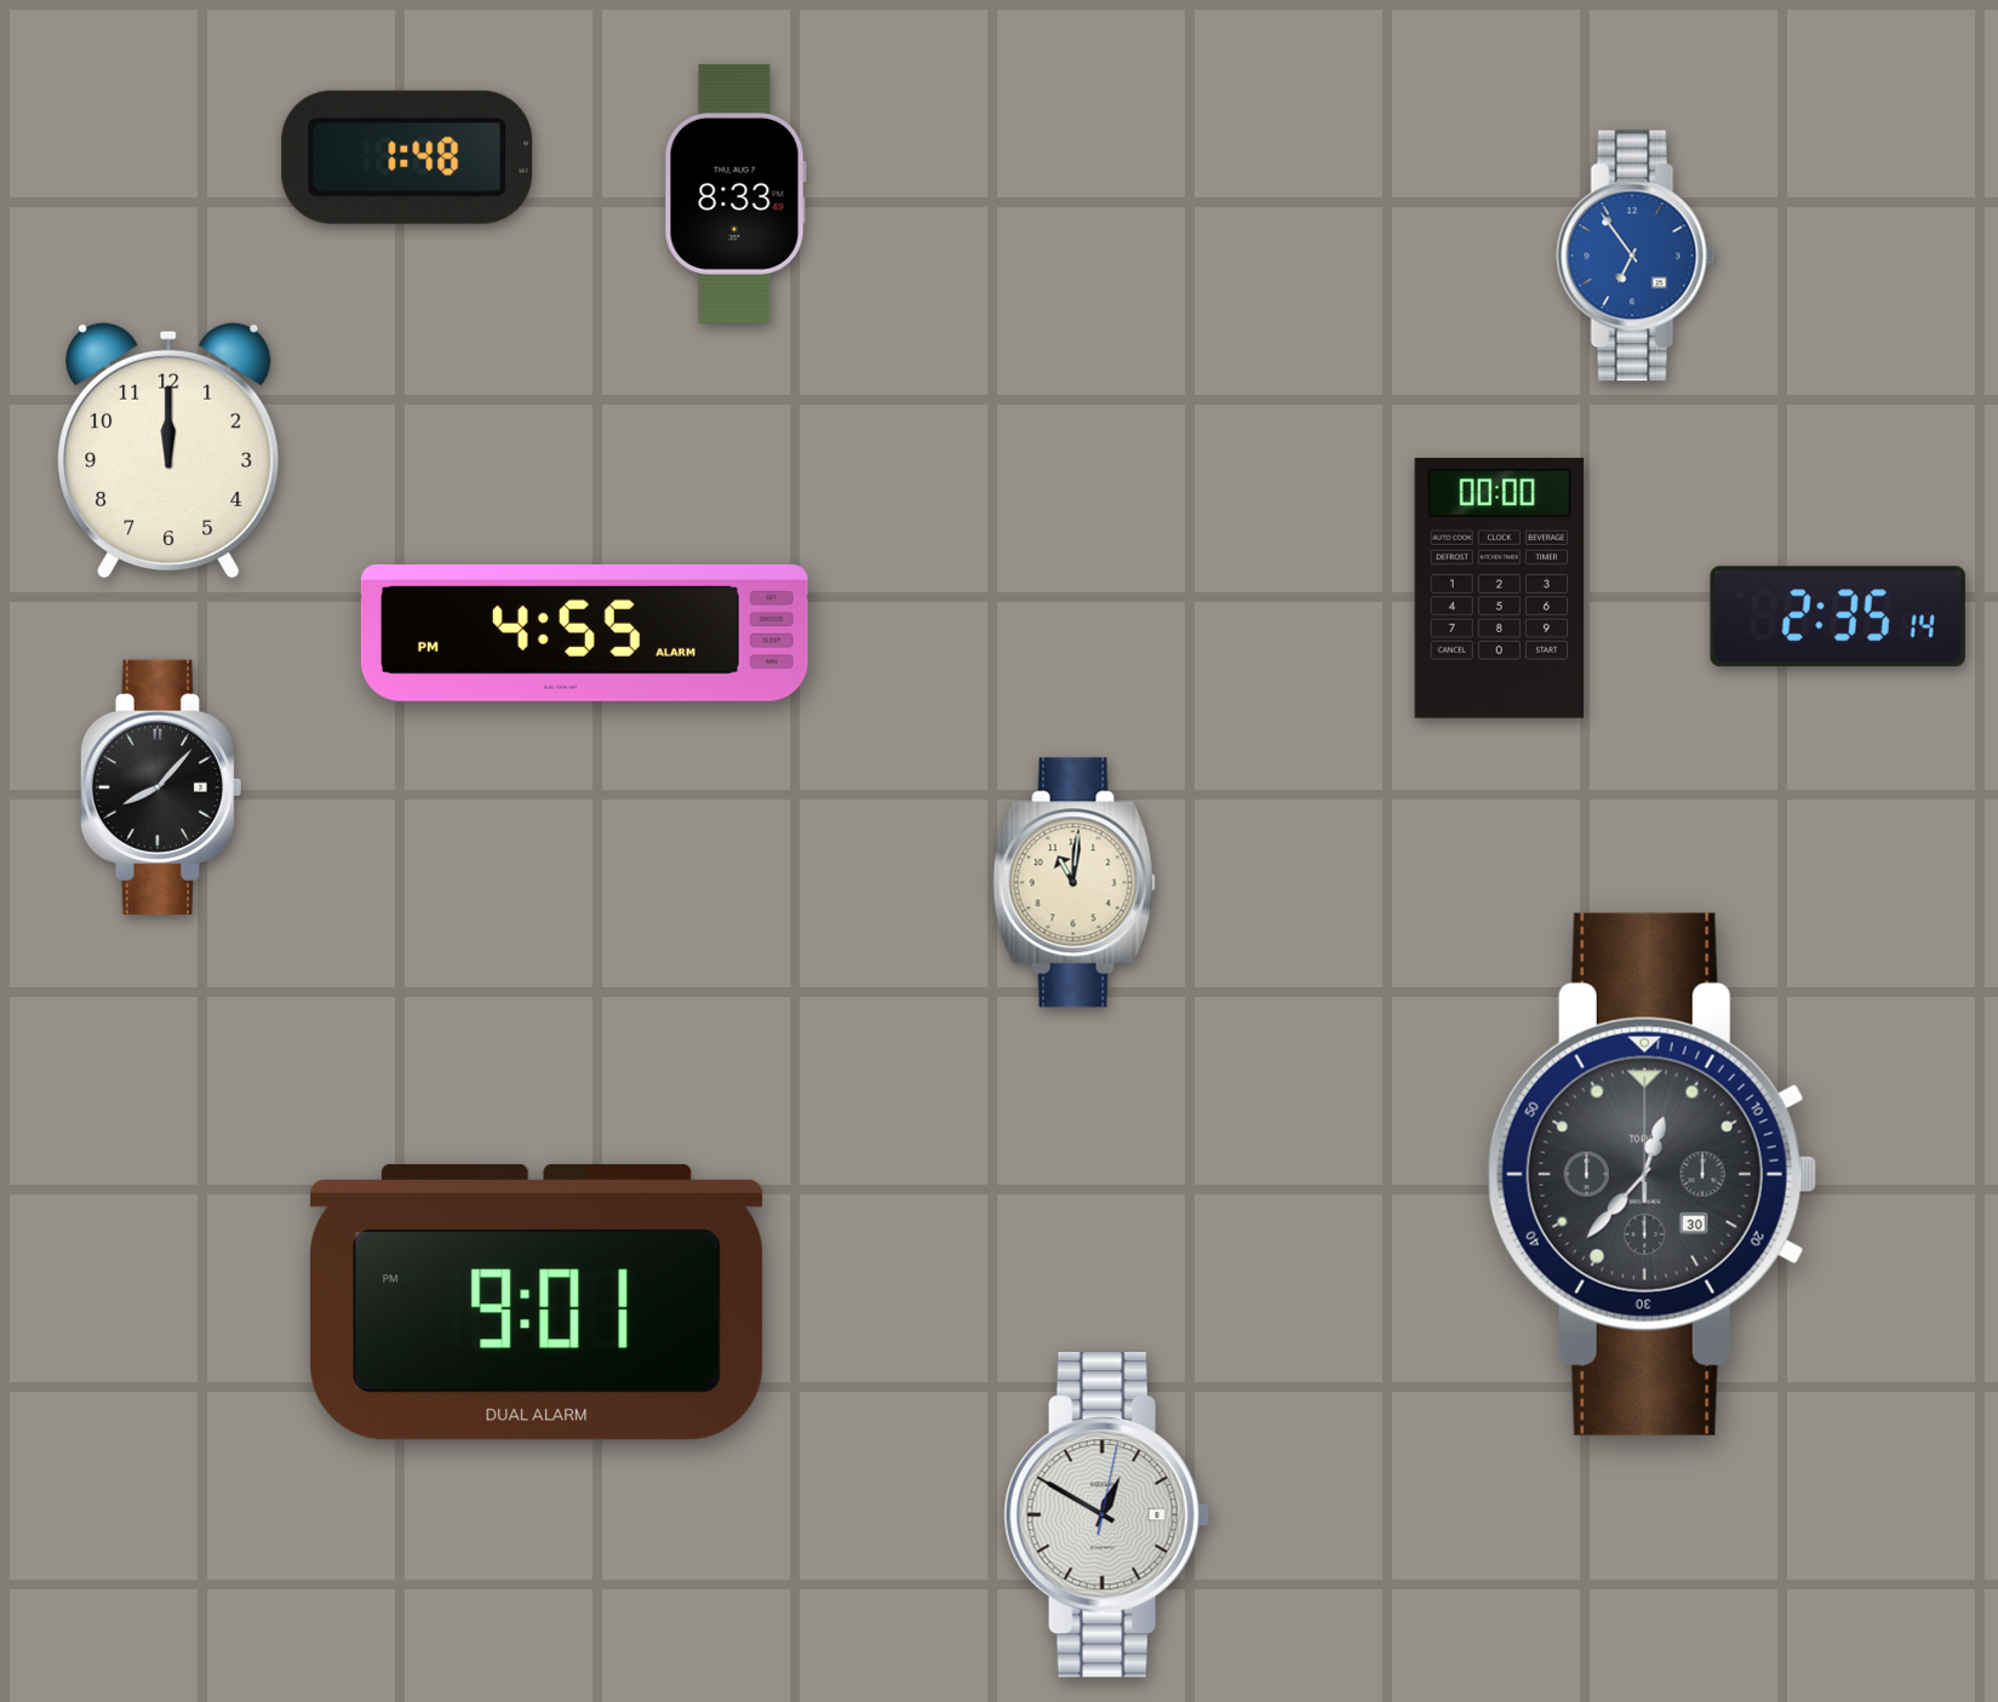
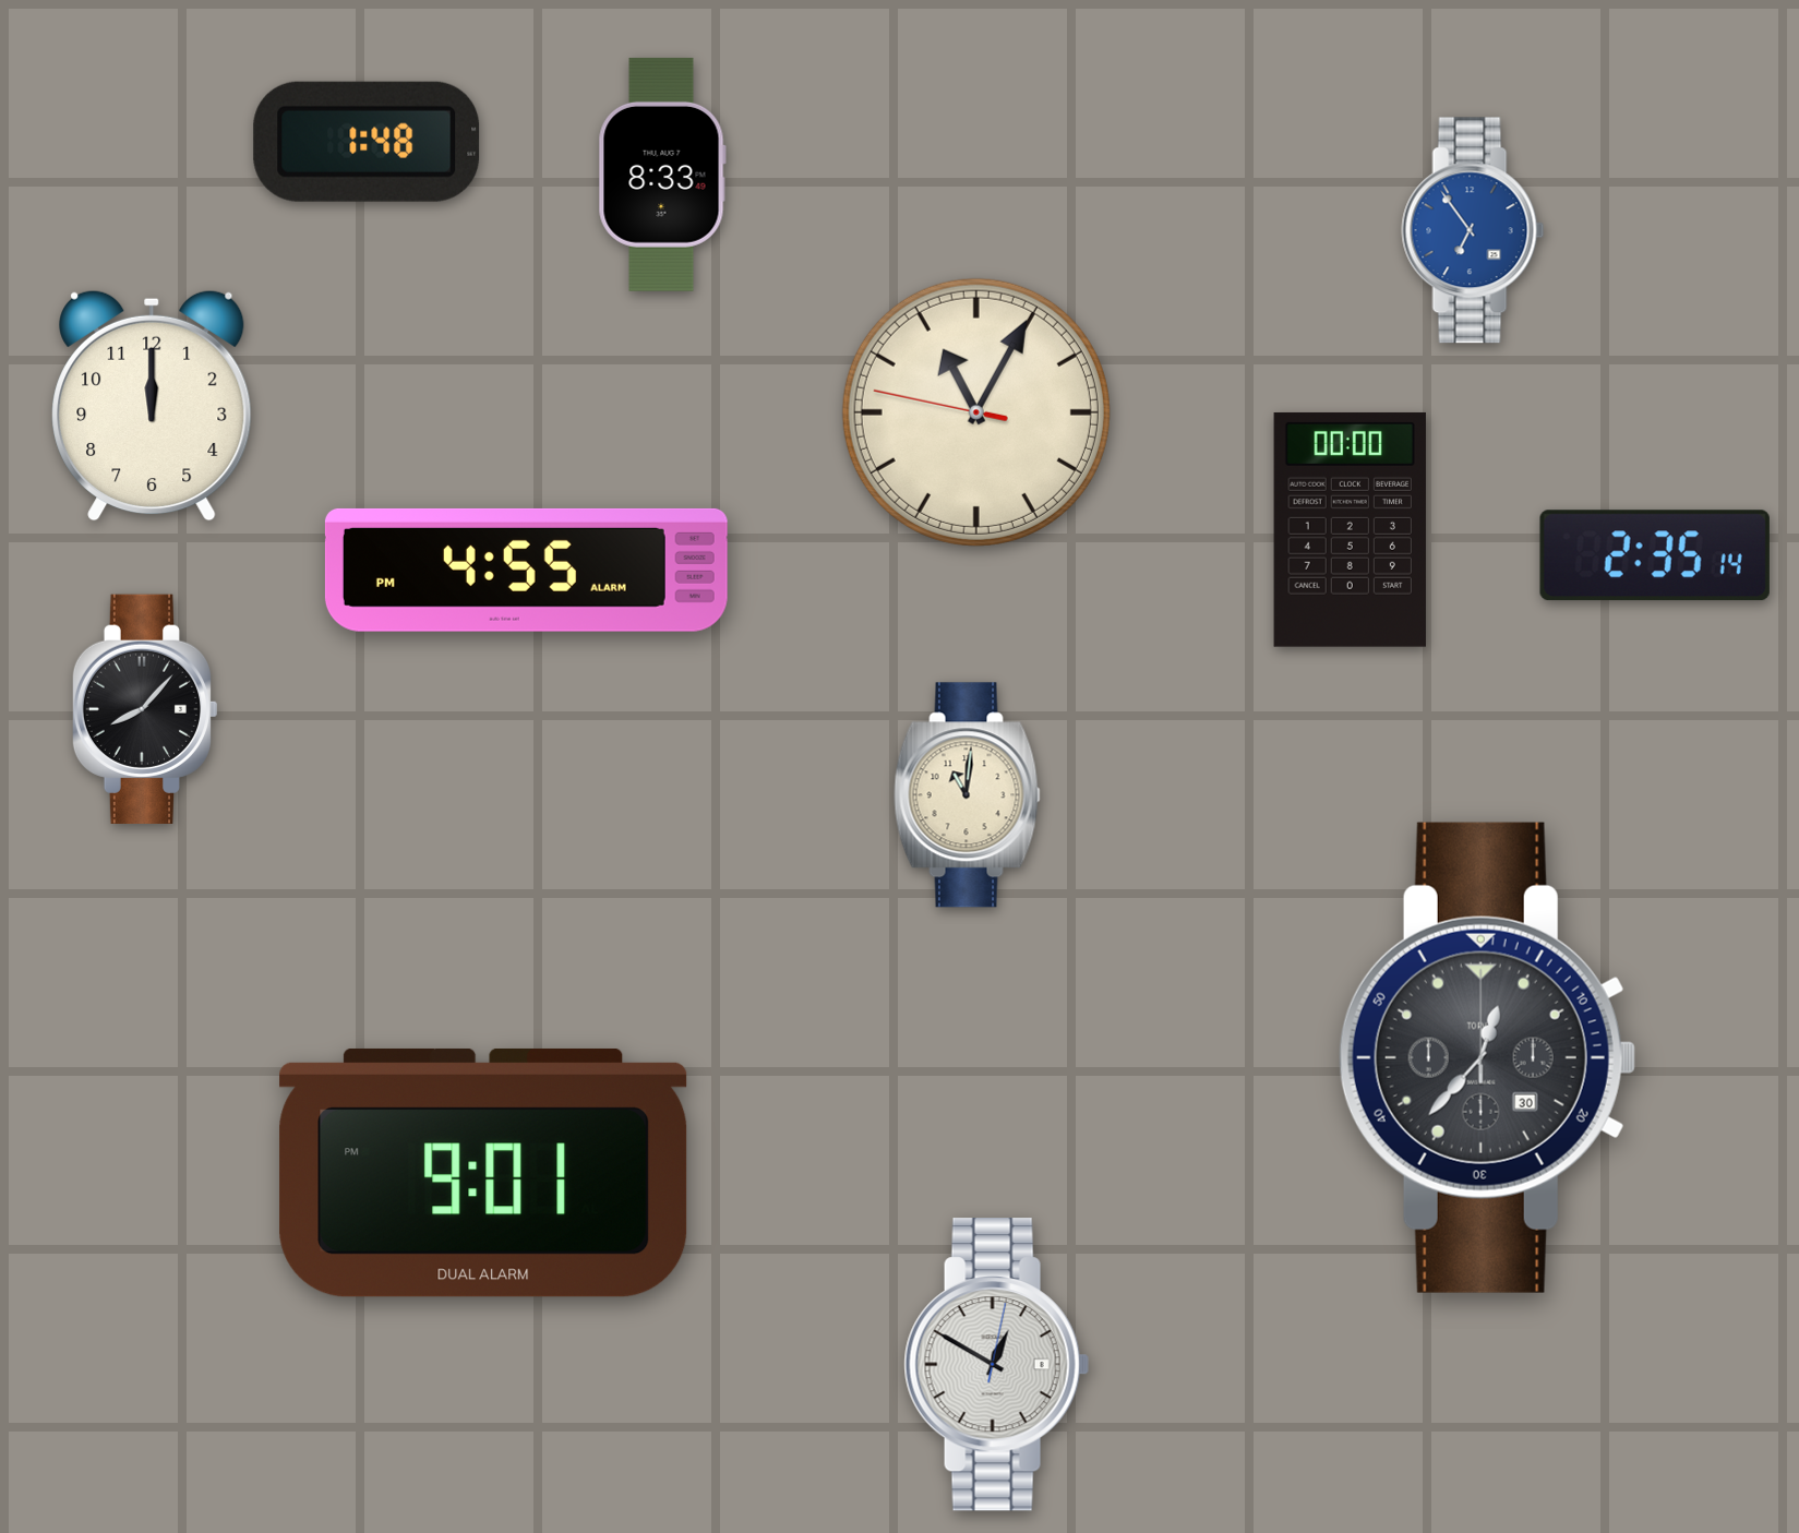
clock at (976, 412): none -> 11:04
